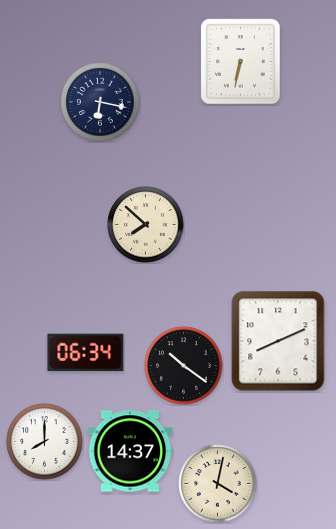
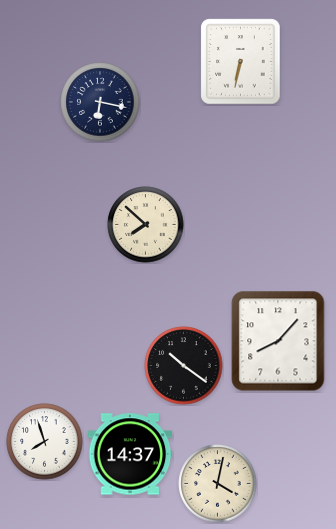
clock at (278, 341): 8:11 -> 8:07
clock at (86, 353): 06:34 -> none
clock at (45, 442): 8:00 -> 7:57
clock at (130, 451) position: (130, 451) -> (130, 454)
